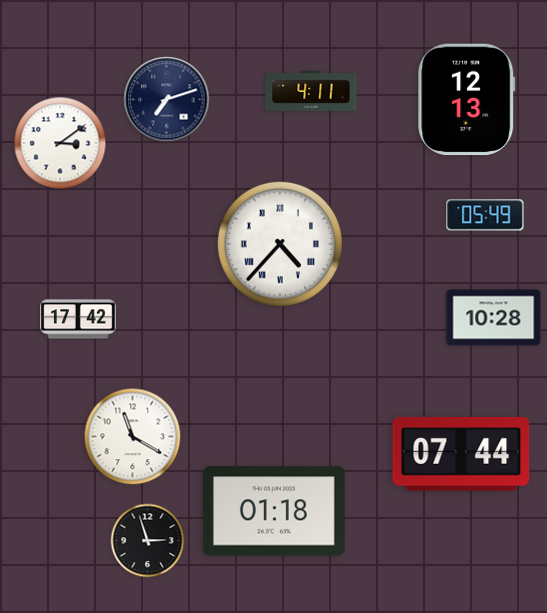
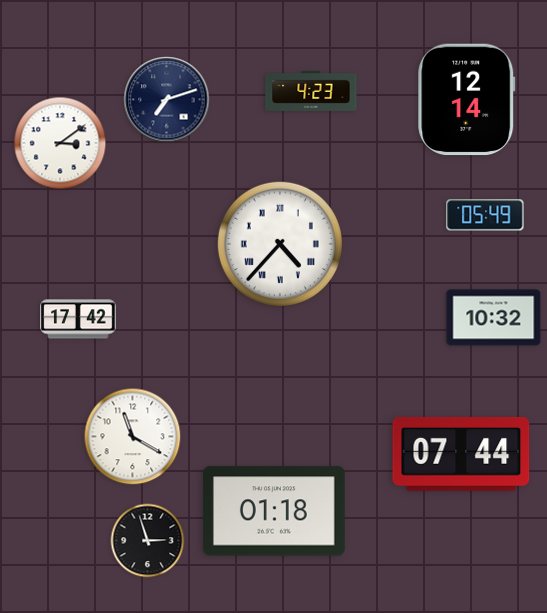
clock at (311, 91): 4:11 -> 4:23
clock at (467, 100): 12:13 -> 12:14
clock at (494, 318): 10:28 -> 10:32
